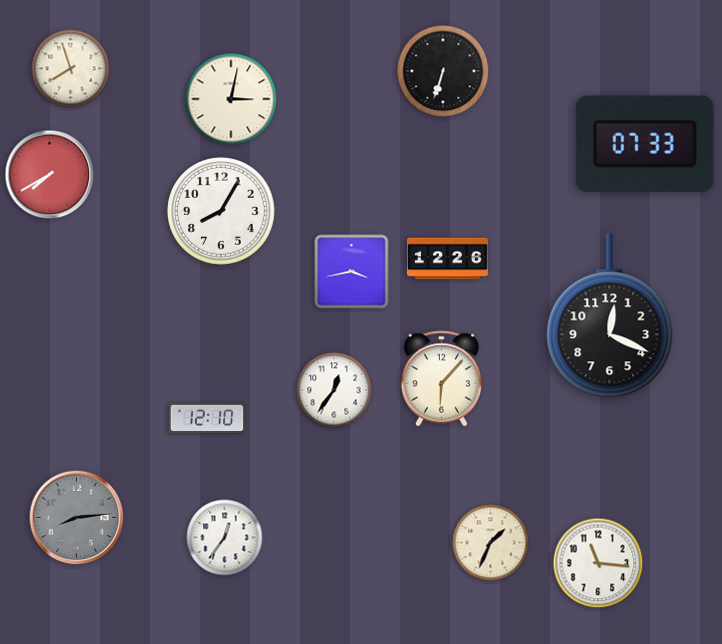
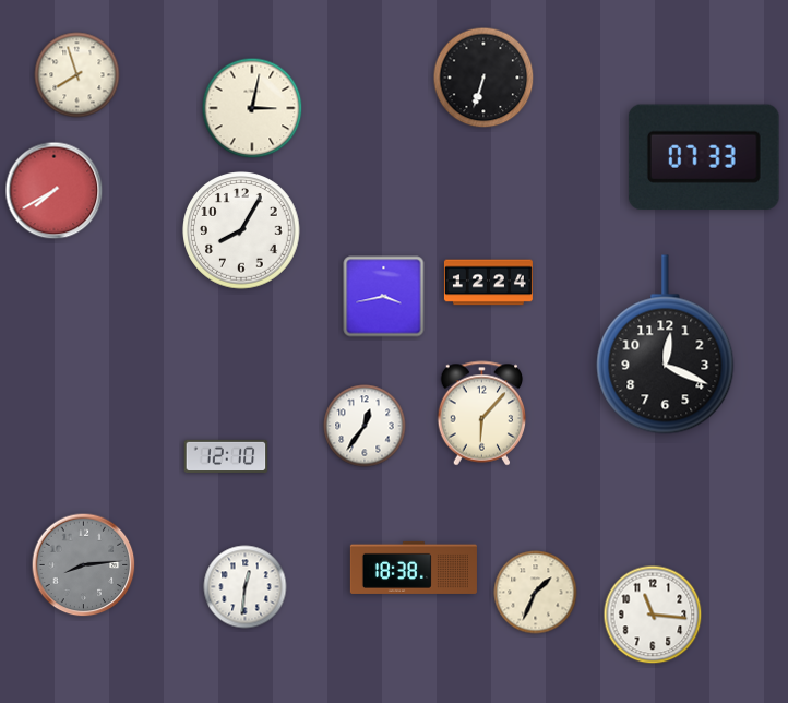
clock at (447, 259): 12:26 -> 12:24
clock at (414, 568): none -> 18:38
clock at (225, 538): 12:36 -> 12:31
